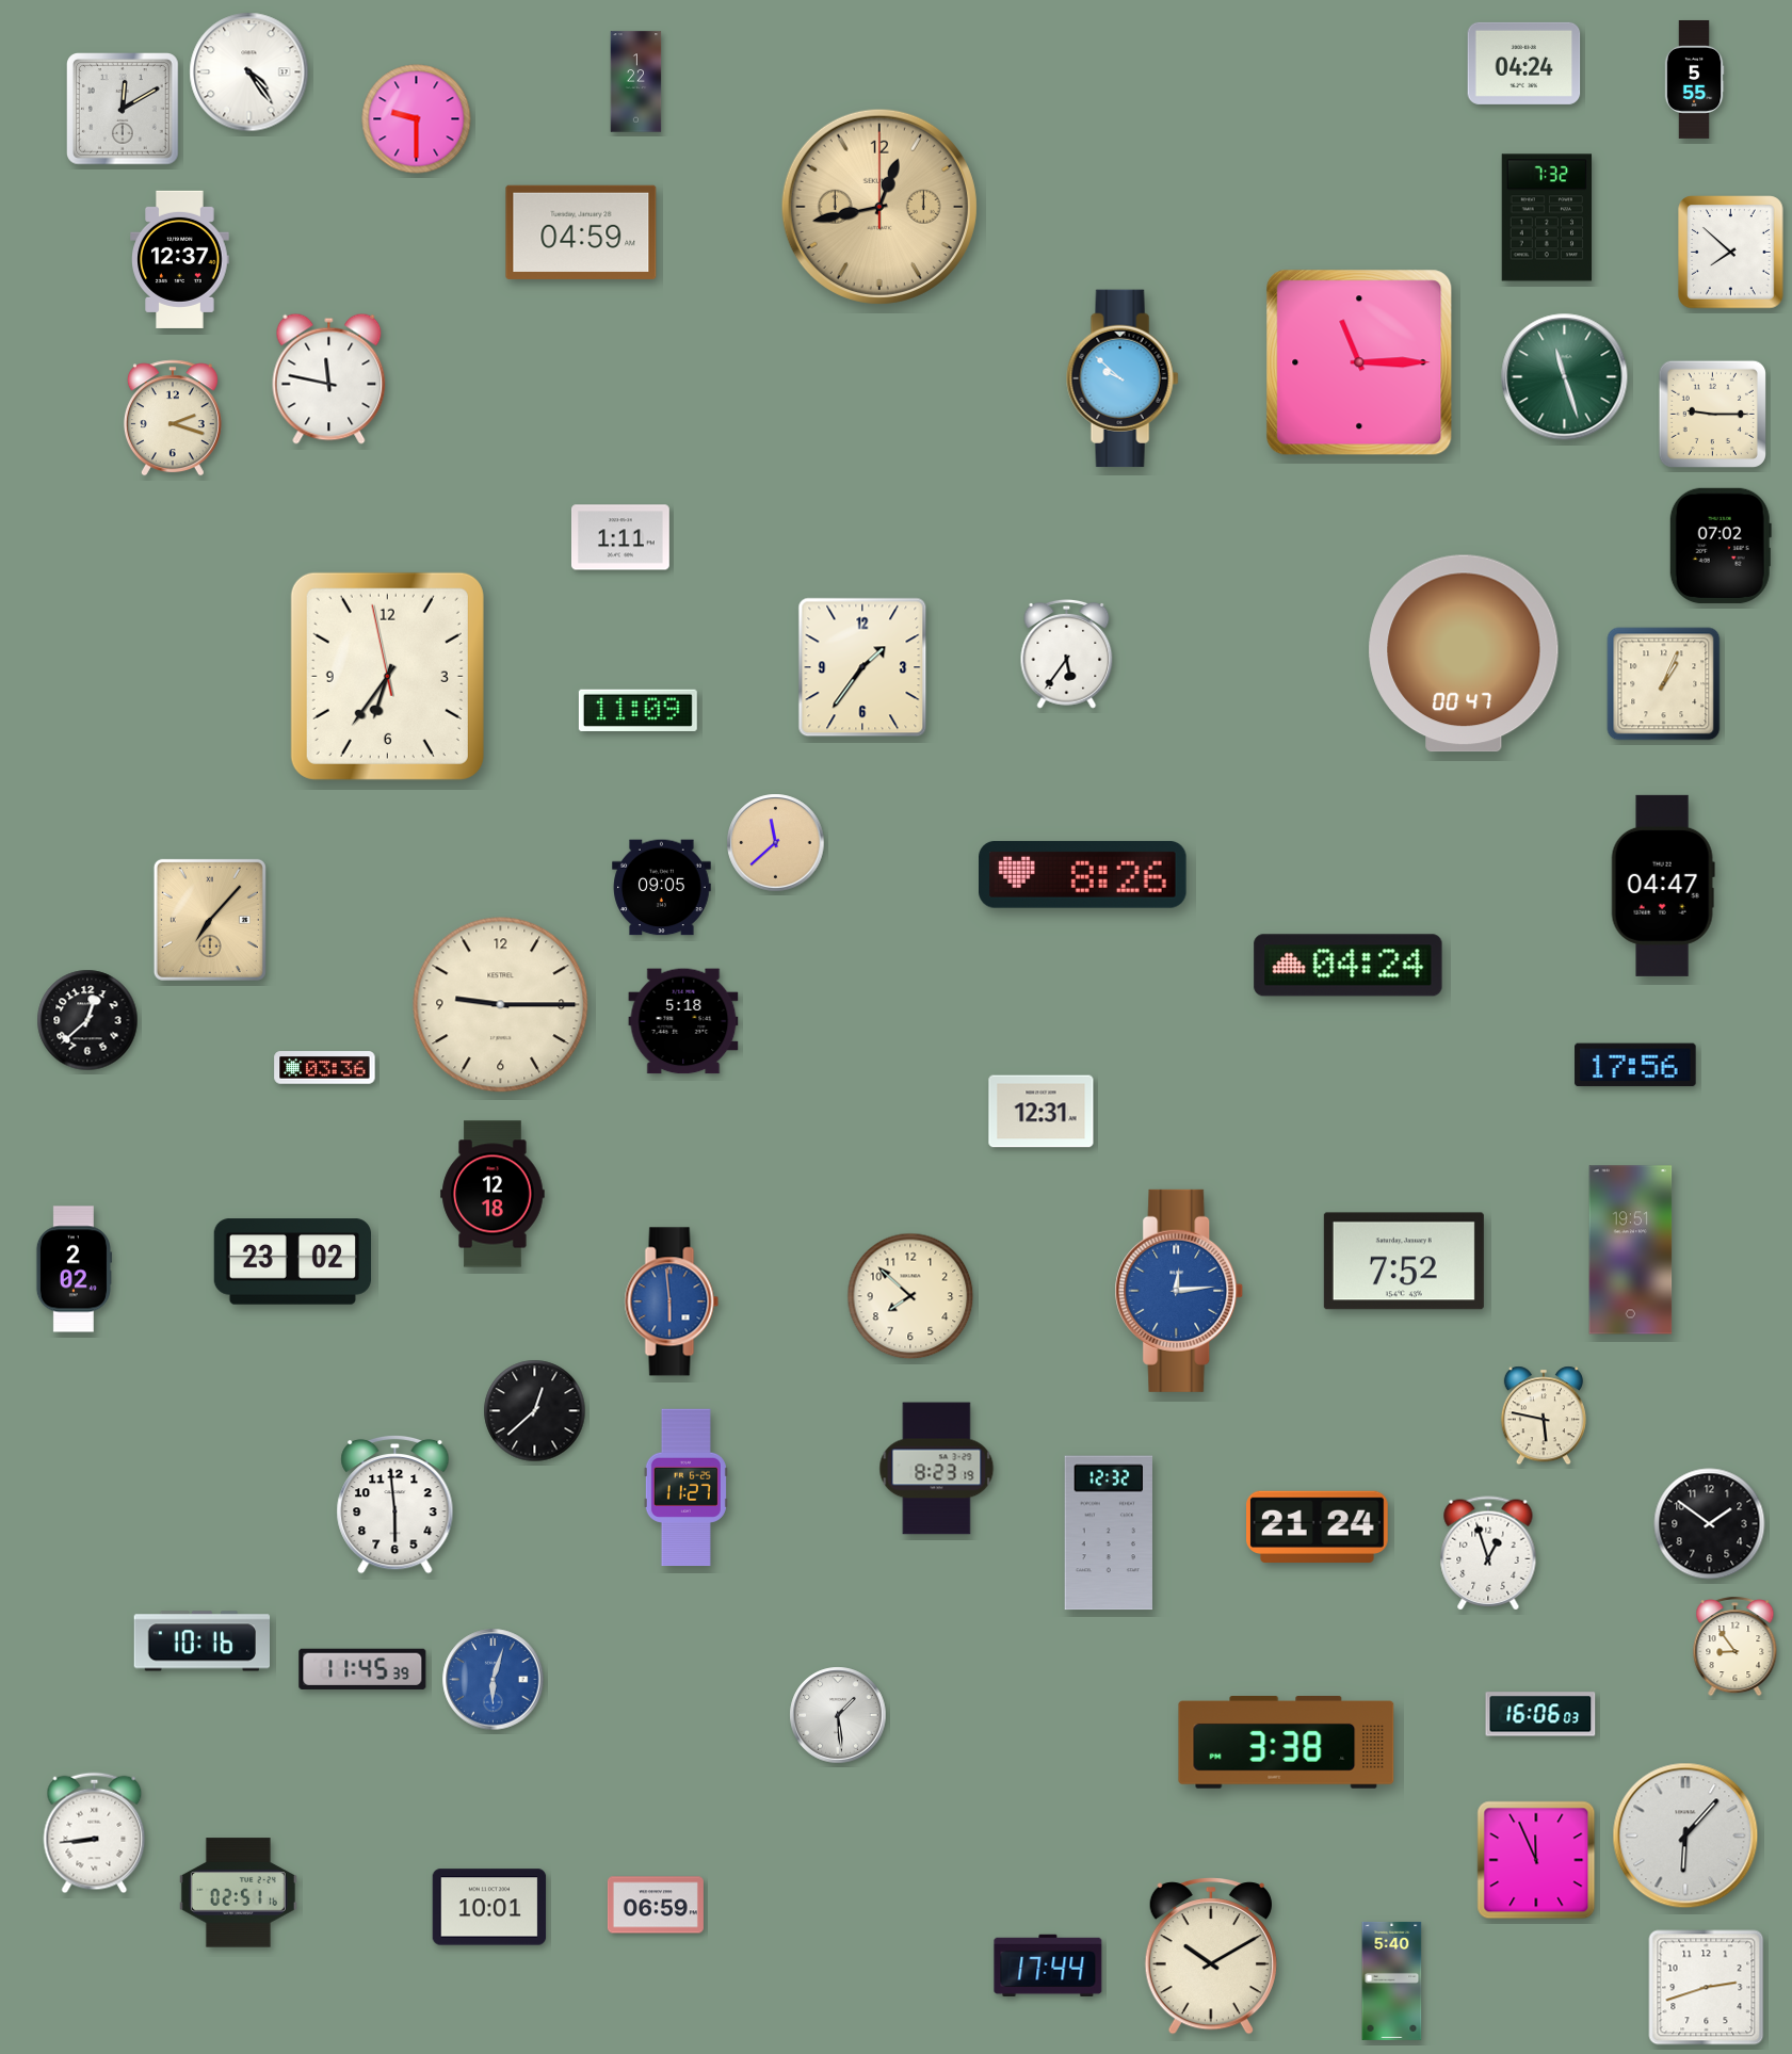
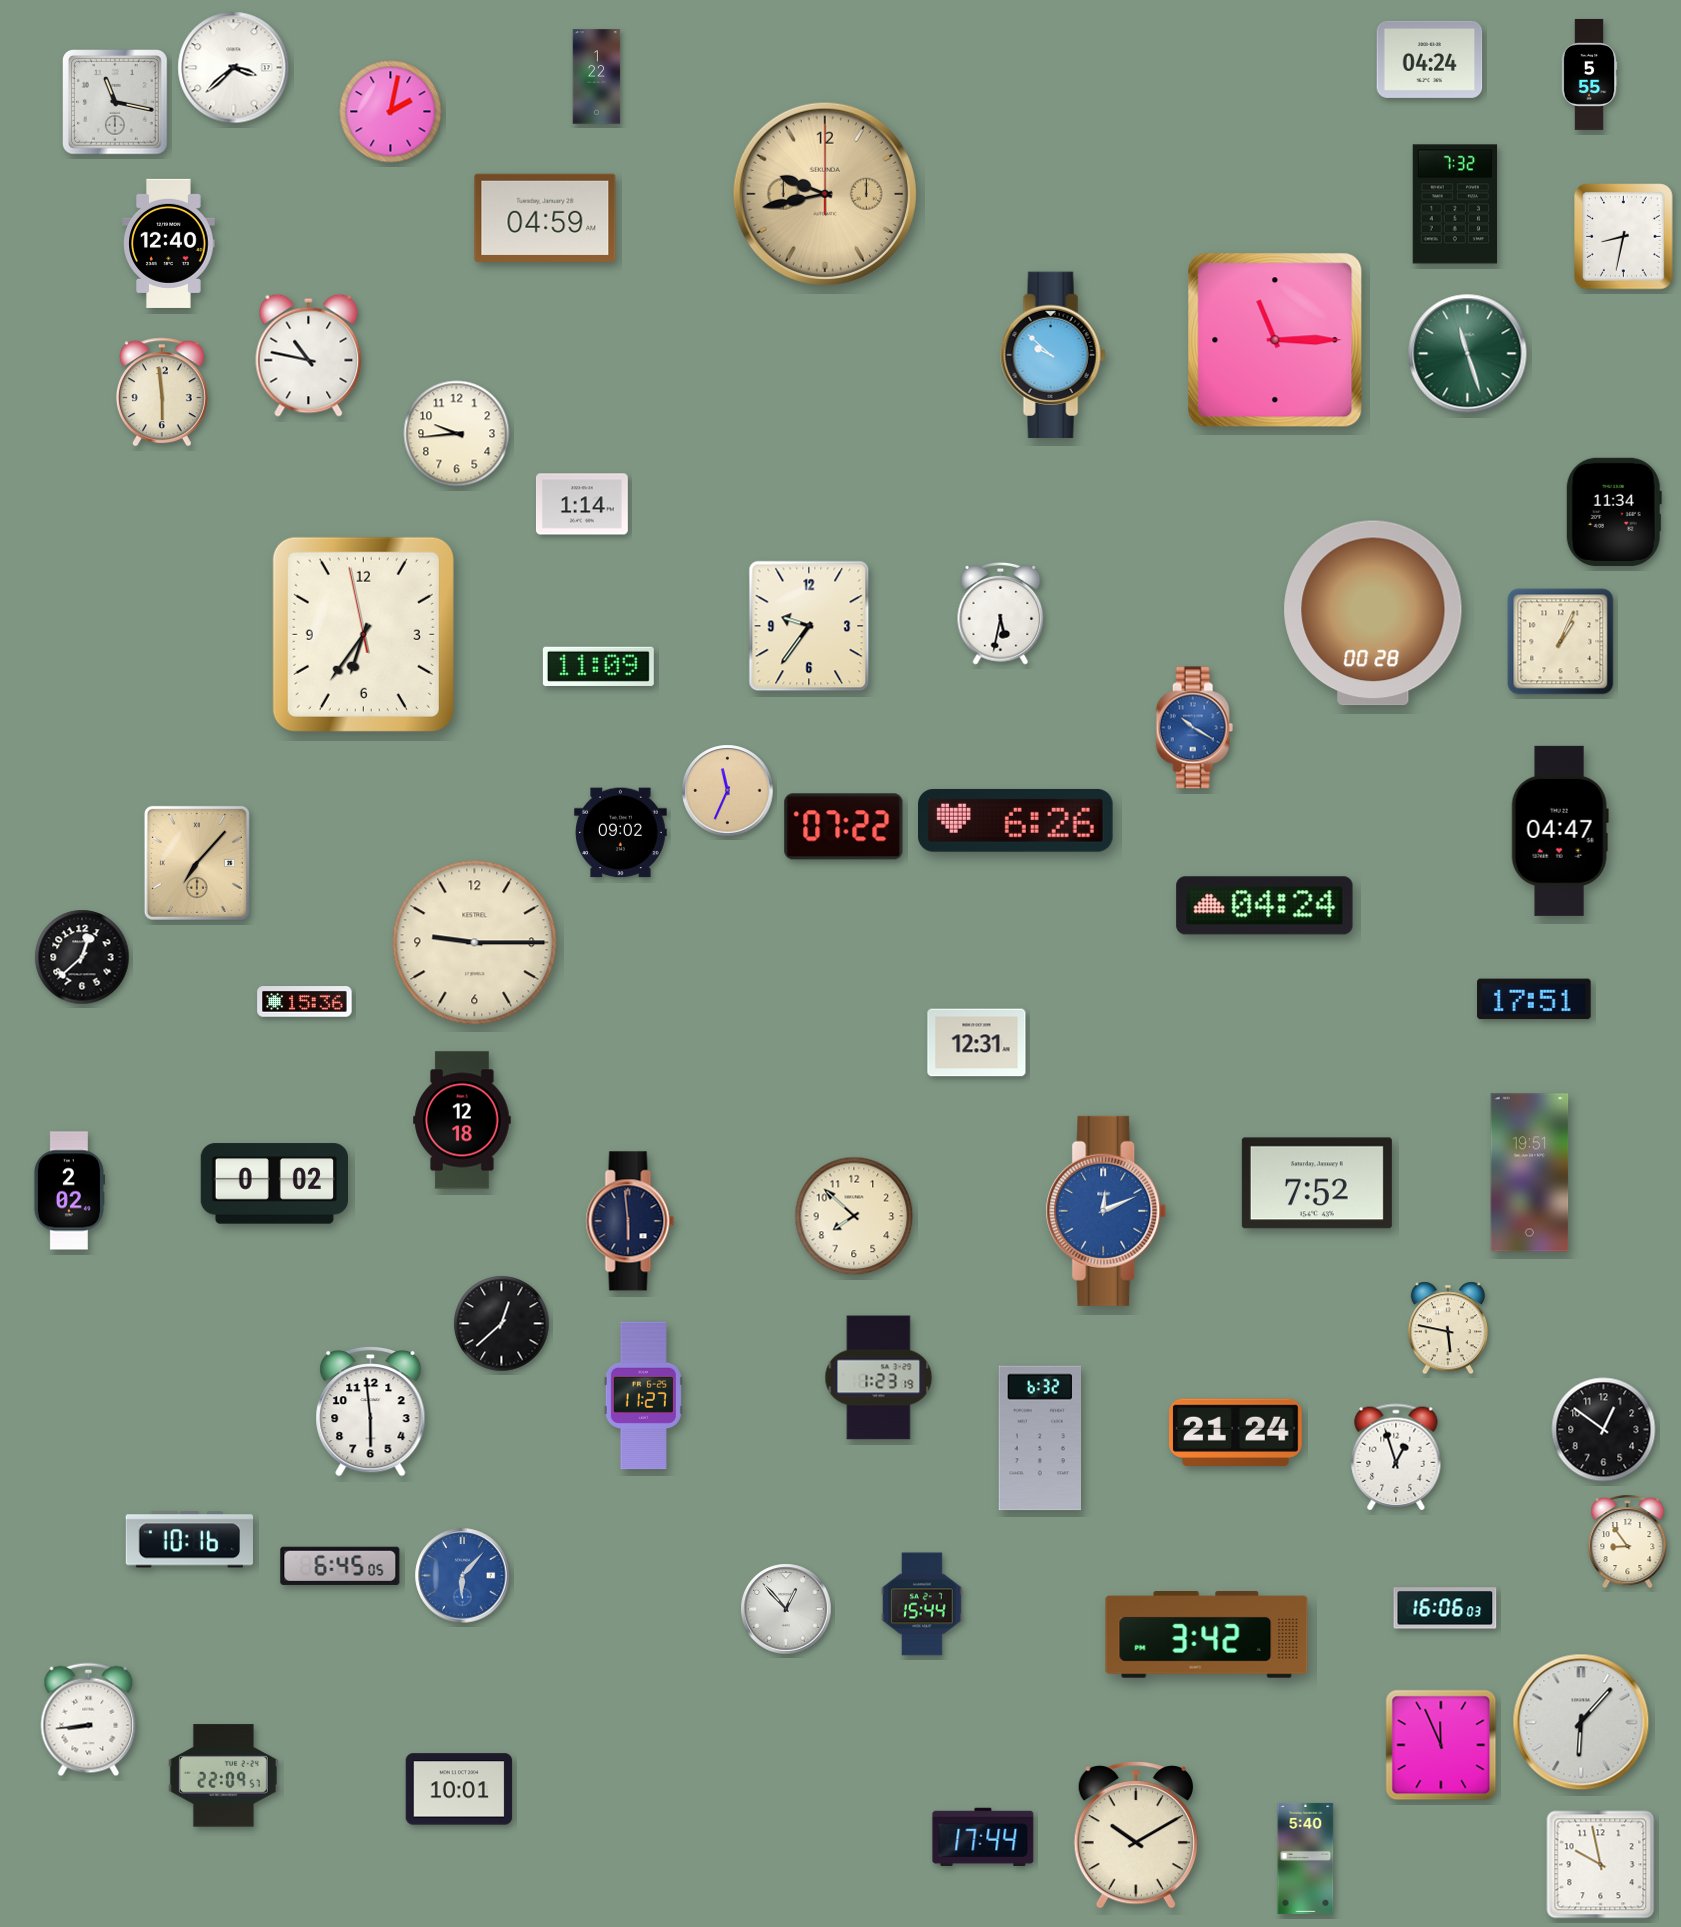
clock at (249, 72): 4:24 -> 3:38
clock at (124, 110): 12:10 -> 11:17
clock at (417, 119): 9:30 -> 2:02
clock at (879, 207): 12:43 -> 9:43
clock at (1547, 217) position: (1547, 217) -> (1455, 204)
clock at (1731, 253): 7:52 -> 8:32
clock at (180, 259): 12:37 -> 12:40
clock at (329, 378): 11:47 -> 10:47
clock at (1712, 414): 9:15 -> none
clock at (173, 418): 2:18 -> 5:59
clock at (457, 434): none -> 9:44
clock at (620, 537): 1:11 -> 1:14
clock at (1721, 546): 07:02 -> 11:34
clock at (1067, 653): 5:36 -> 5:32
clock at (1464, 653): 00:47 -> 00:28
clock at (862, 667): 1:36 -> 9:36
clock at (1195, 728): none -> 10:20
clock at (776, 843): 11:38 -> 11:34
clock at (1083, 874): 8:26 -> 6:26
clock at (844, 827): none -> 07:22
clock at (662, 888): 09:05 -> 09:02
clock at (501, 1005) position: (501, 1005) -> (475, 943)
clock at (683, 1021): 5:18 -> none
clock at (1635, 1065): 17:56 -> 17:51
clock at (325, 1068): 03:36 -> 15:36
clock at (292, 1262): 23:02 -> 0:02
clock at (1179, 1291): 12:14 -> 12:11
clock at (672, 1301) dial: blue -> navy
clock at (937, 1469): 8:23 -> 1:23
clock at (1710, 1524): 1:51 -> 12:51
clock at (1108, 1533): 12:32 -> 6:32
clock at (1736, 1647) position: (1736, 1647) -> (1628, 1542)
clock at (362, 1669): 11:45 -> 6:45
clock at (494, 1680): 6:03 -> 6:07
clock at (922, 1604): none -> 15:44
clock at (838, 1715): 1:29 -> 12:53
clock at (1287, 1743): 3:38 -> 3:42
clock at (238, 1893): 02:51 -> 22:09
clock at (656, 1905): 06:59 -> none
clock at (1048, 1966) position: (1048, 1966) -> (983, 1837)
clock at (1707, 1988): 2:42 -> 9:58
